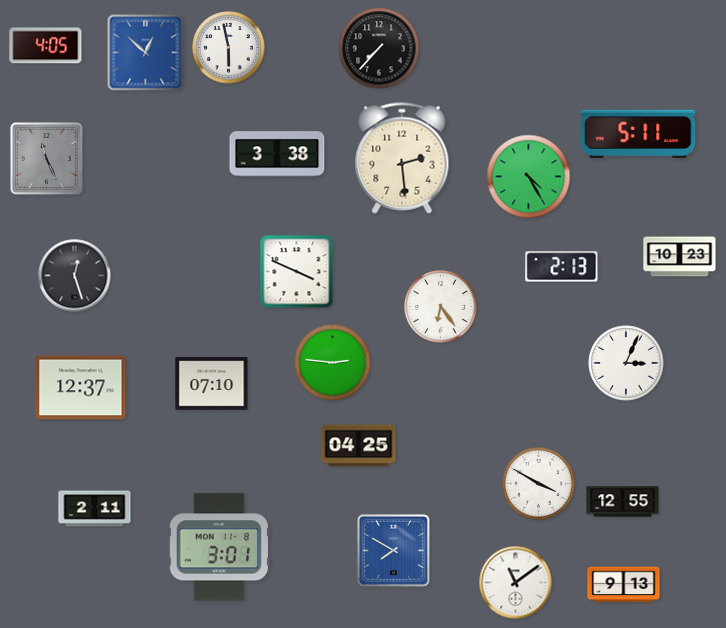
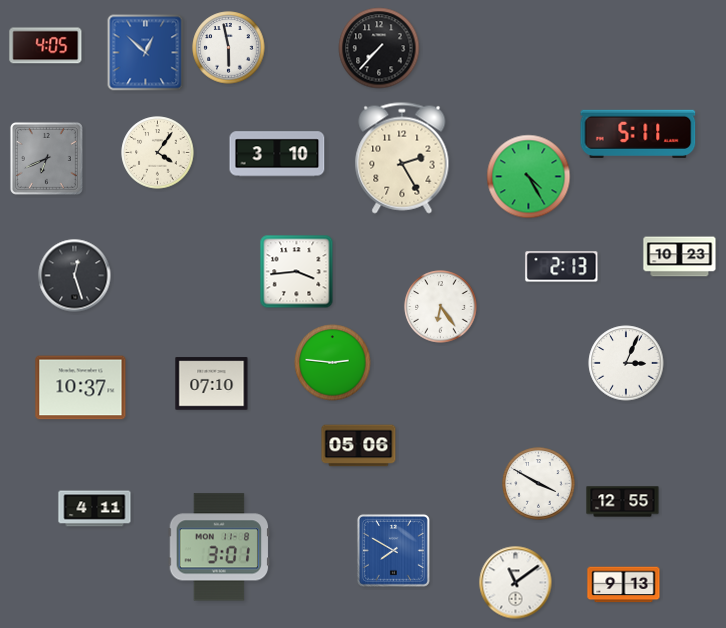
clock at (158, 153): none -> 4:06
clock at (277, 154): 3:38 -> 3:10
clock at (46, 158): 11:26 -> 6:41
clock at (402, 158): 2:29 -> 2:25
clock at (297, 272): 3:49 -> 3:44
clock at (81, 388): 12:37 -> 10:37
clock at (359, 446): 04:25 -> 05:06
clock at (95, 509): 2:11 -> 4:11
